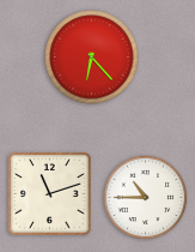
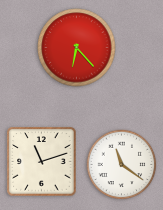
clock at (146, 198): 10:45 -> 11:21
